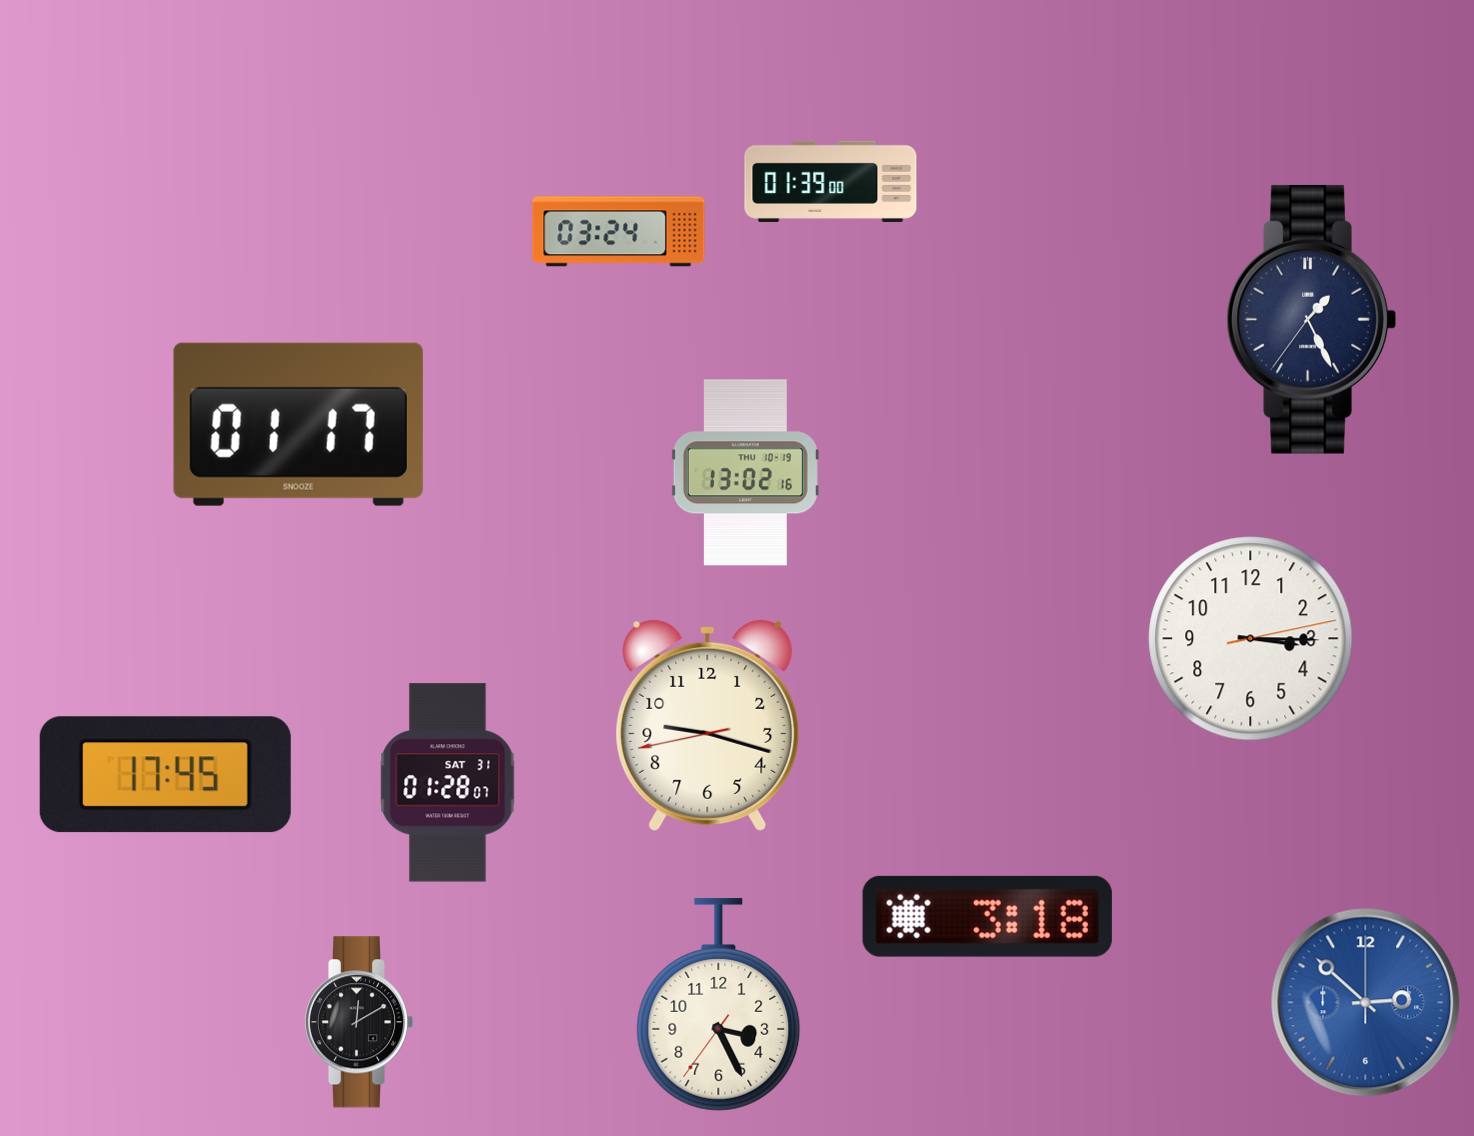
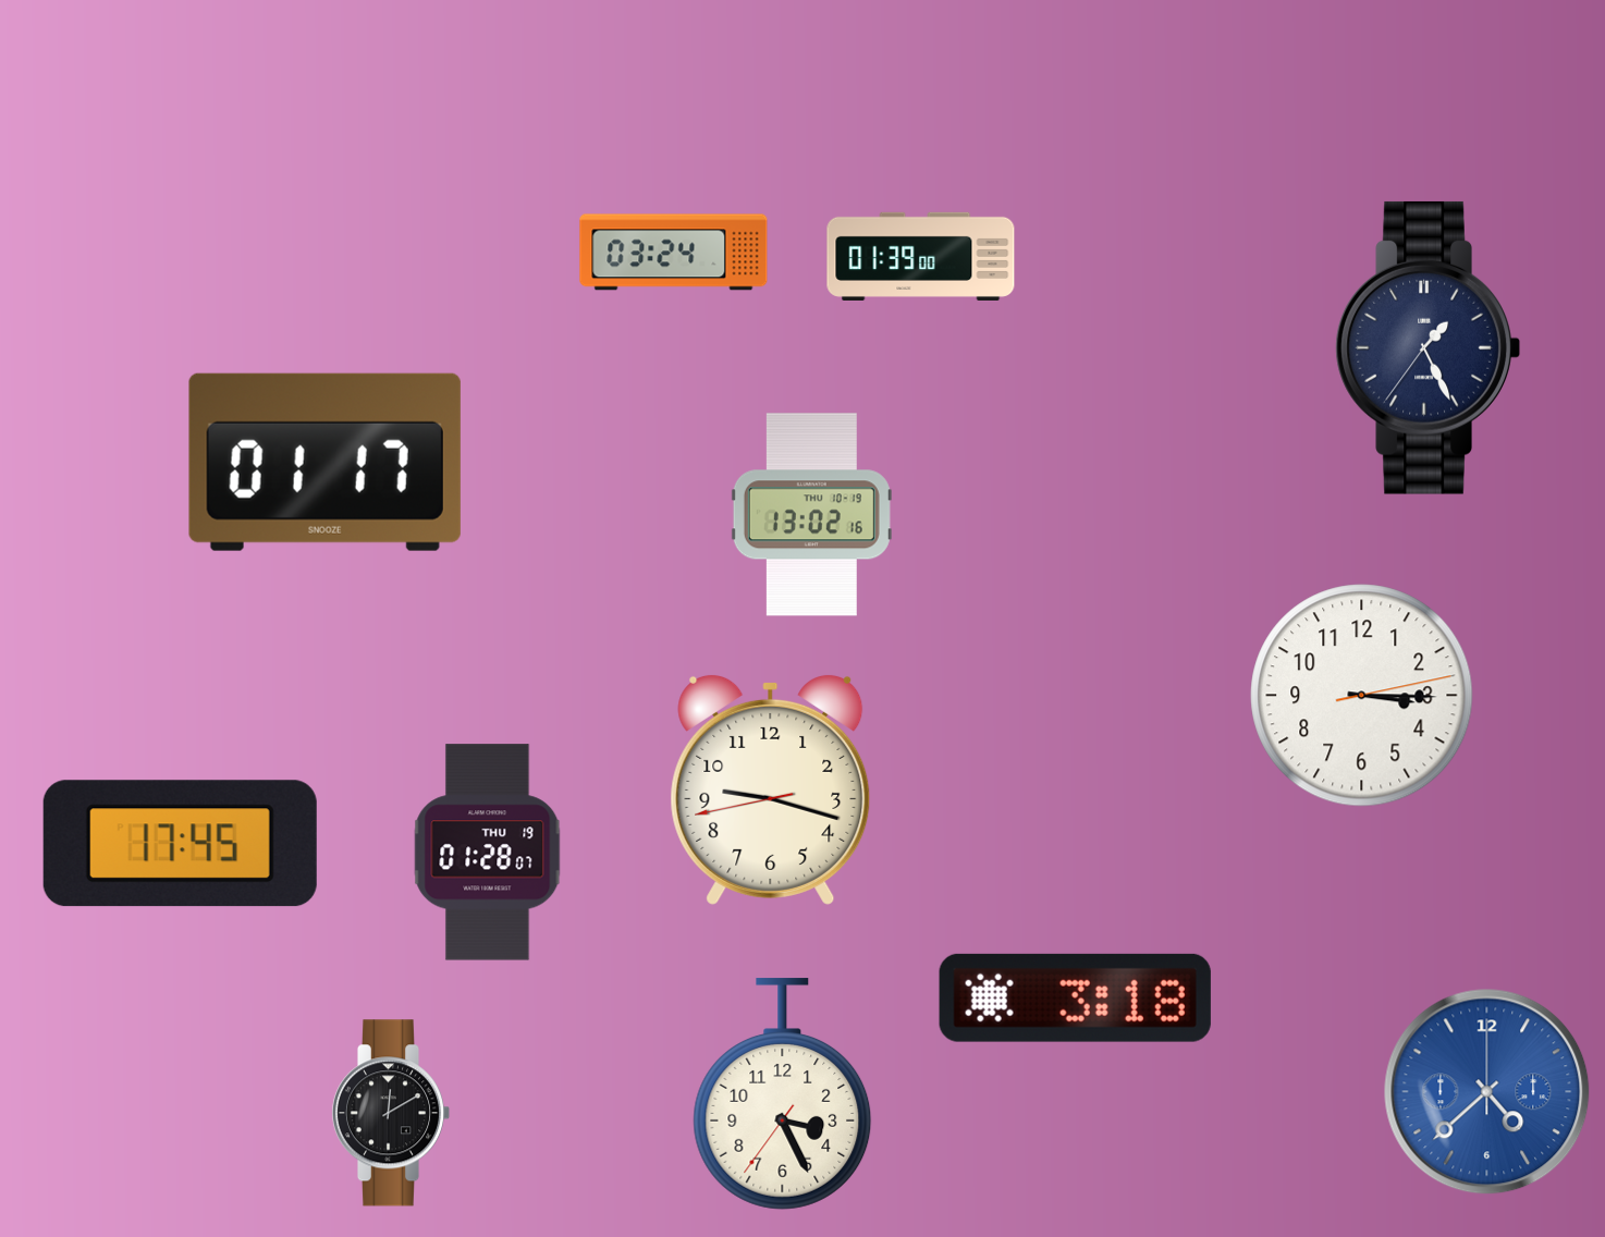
clock at (831, 181) position: (831, 181) -> (921, 256)
clock at (448, 783) date: SAT 31 -> THU 19
clock at (1366, 1003): 2:52 -> 4:38
